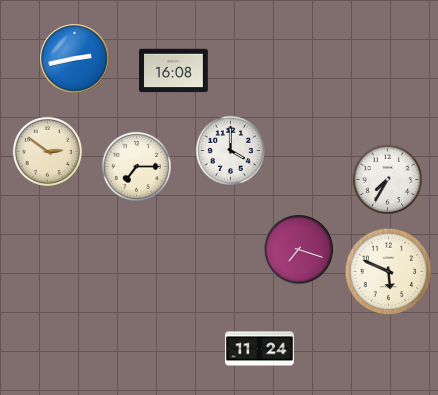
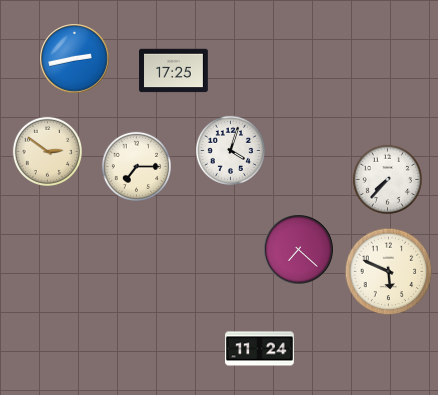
clock at (174, 71): 16:08 -> 17:25
clock at (230, 150): 4:00 -> 4:03
clock at (387, 179): 7:35 -> 7:37
clock at (299, 250): 7:18 -> 7:22
